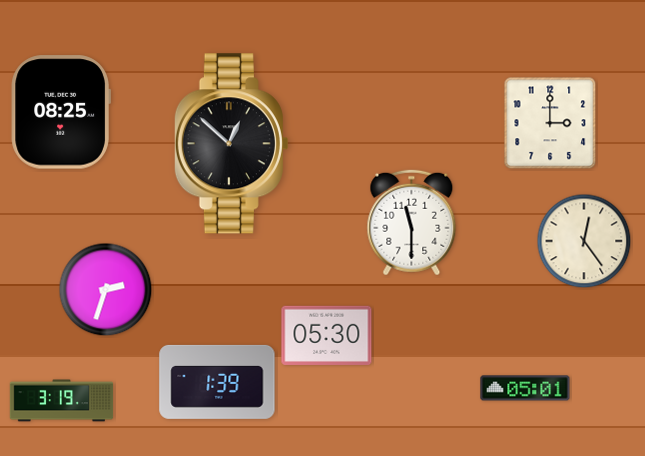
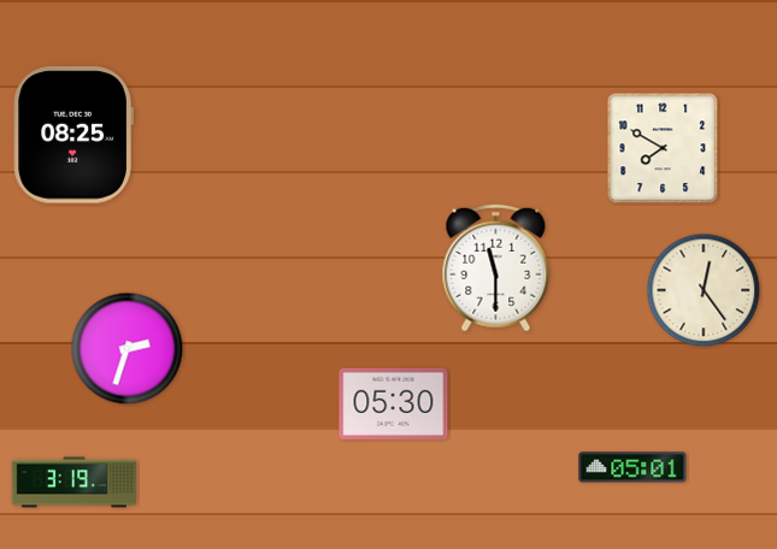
clock at (550, 123): 3:00 -> 7:50
clock at (231, 144): 12:52 -> none
clock at (217, 382): 1:39 -> none
